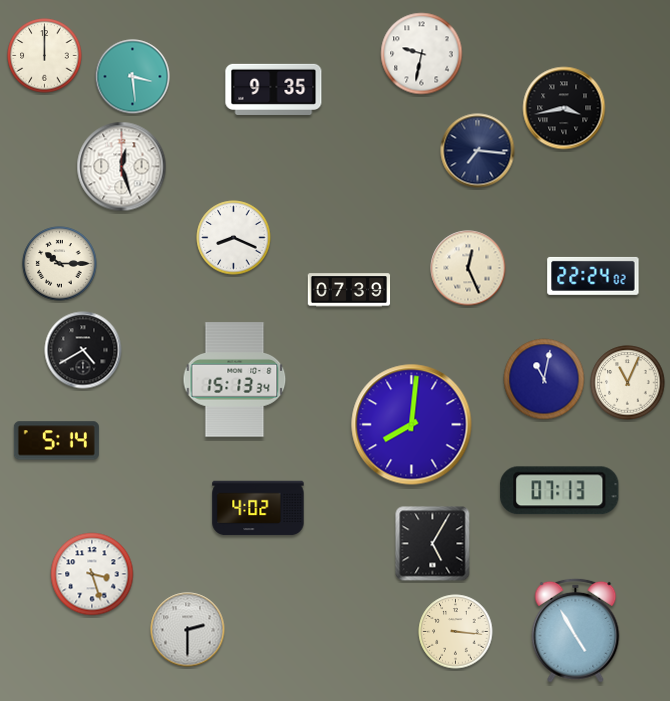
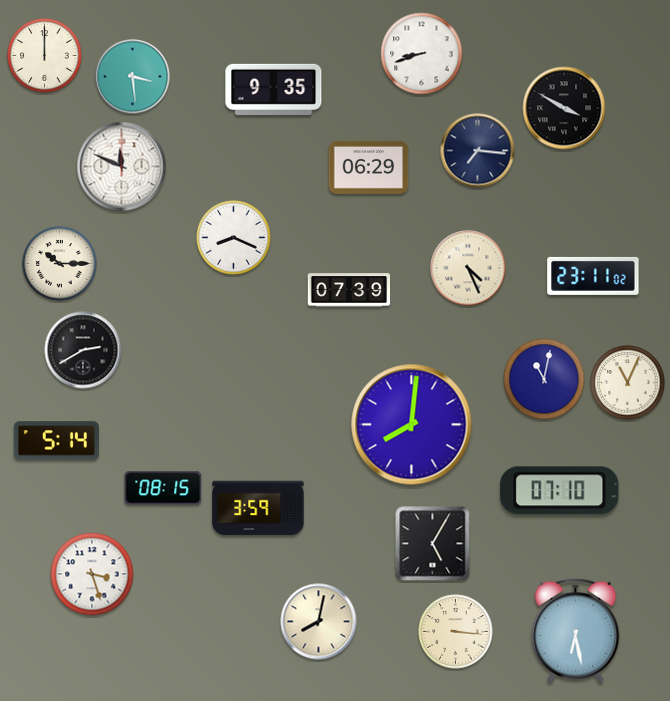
clock at (422, 54): 9:32 -> 8:42
clock at (564, 108): 3:43 -> 3:50
clock at (122, 167): 12:27 -> 11:49
clock at (369, 167): none -> 06:29
clock at (468, 268): 12:26 -> 4:26
clock at (593, 276): 22:24 -> 23:11
clock at (83, 350): 4:40 -> 2:40
clock at (235, 380): 15:13 -> none
clock at (163, 488): none -> 08:15
clock at (560, 491): 07:13 -> 07:10
clock at (258, 508): 4:02 -> 3:59
clock at (319, 622): none -> 8:02
clock at (188, 630): 2:30 -> none
clock at (576, 630): 4:55 -> 6:28
